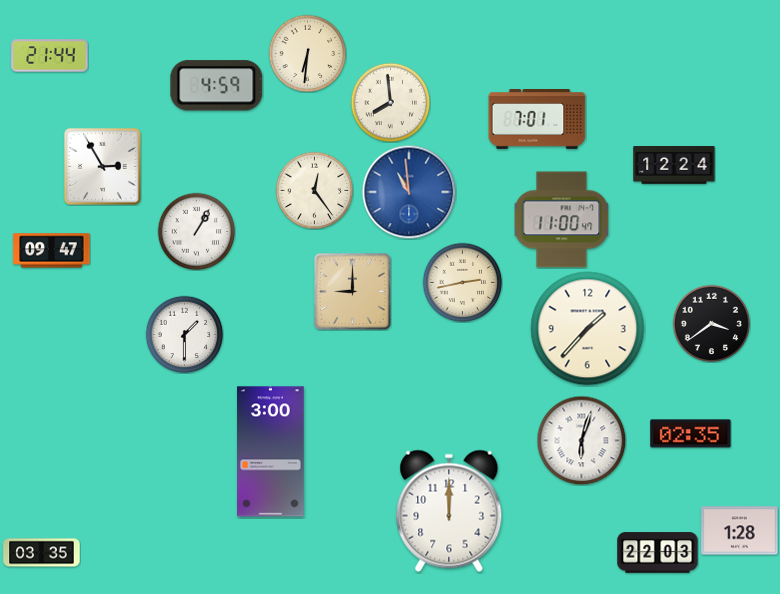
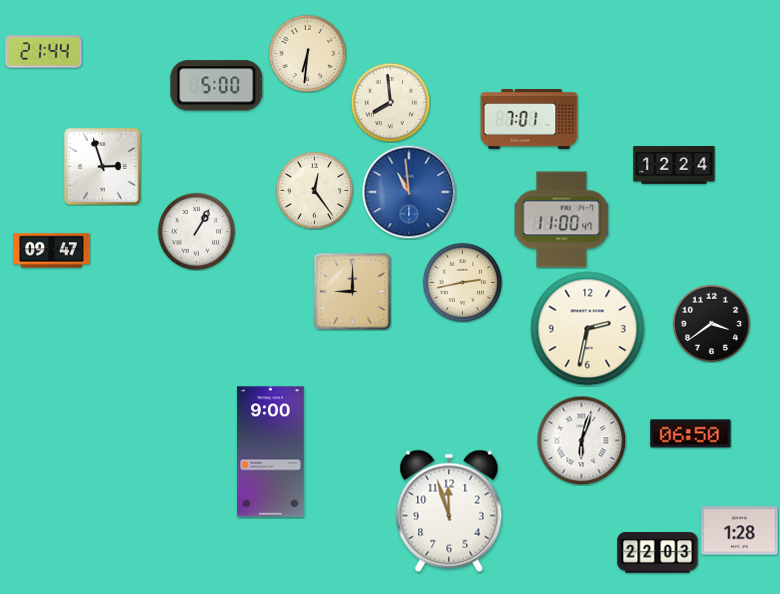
clock at (50, 56) position: (50, 56) -> (44, 52)
clock at (217, 86): 4:59 -> 5:00
clock at (537, 120) position: (537, 120) -> (529, 120)
clock at (102, 166): 2:55 -> 2:57
clock at (588, 329): 1:37 -> 2:32
clock at (184, 334): 1:30 -> none
clock at (691, 434): 02:35 -> 06:50
clock at (271, 452): 3:00 -> 9:00
clock at (449, 511): 12:00 -> 11:57
clock at (42, 553): 03:35 -> none
